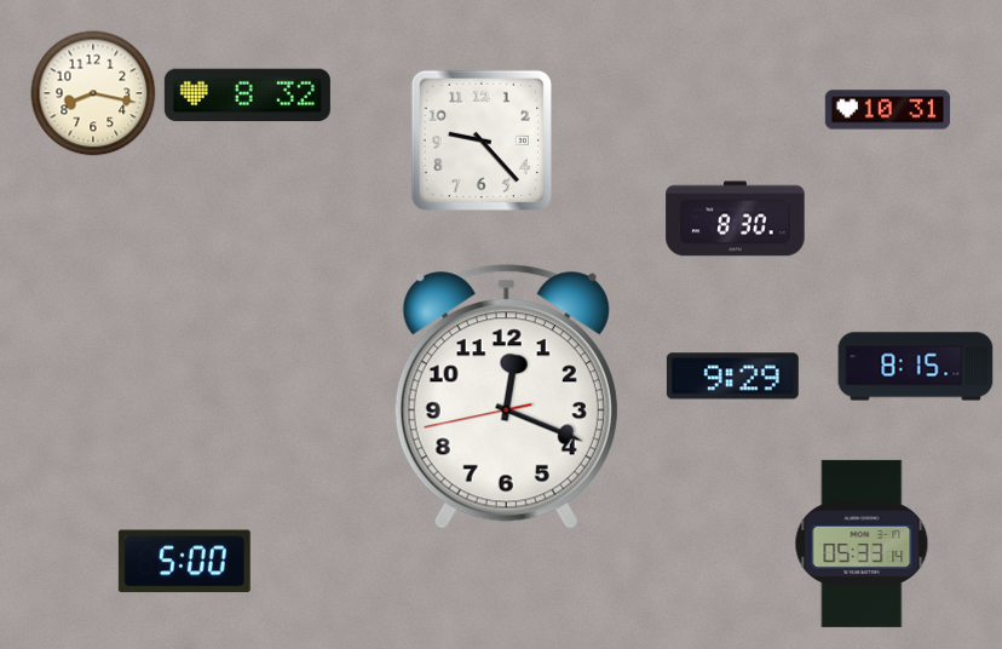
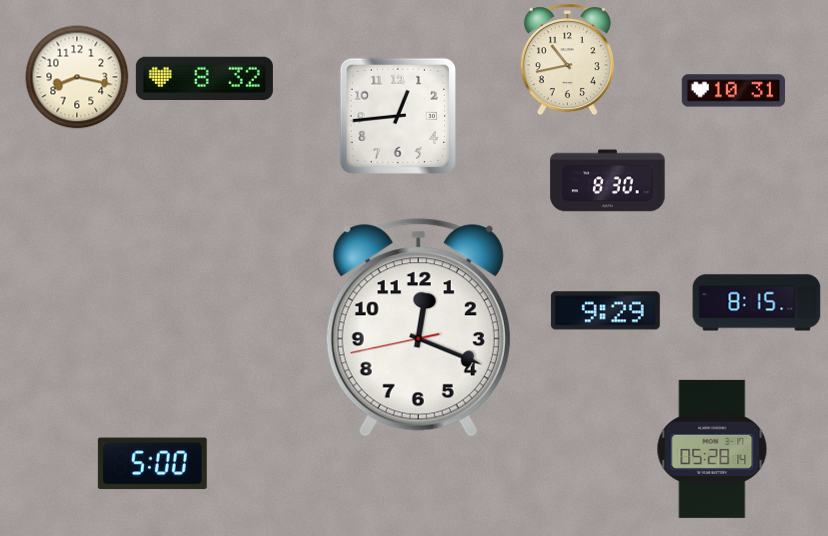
clock at (567, 60): none -> 10:43
clock at (480, 139): 9:23 -> 12:44
clock at (862, 544): 05:33 -> 05:28
